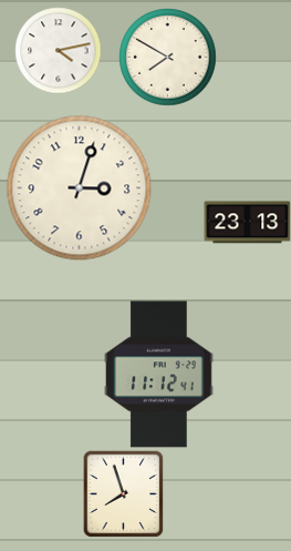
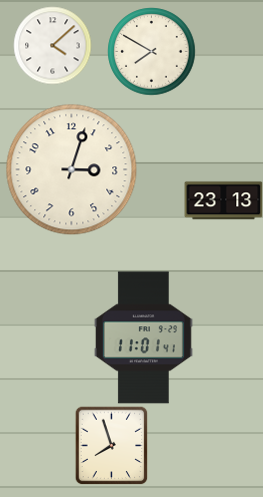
clock at (58, 50): 4:13 -> 4:08
clock at (158, 375): 11:12 -> 11:01
